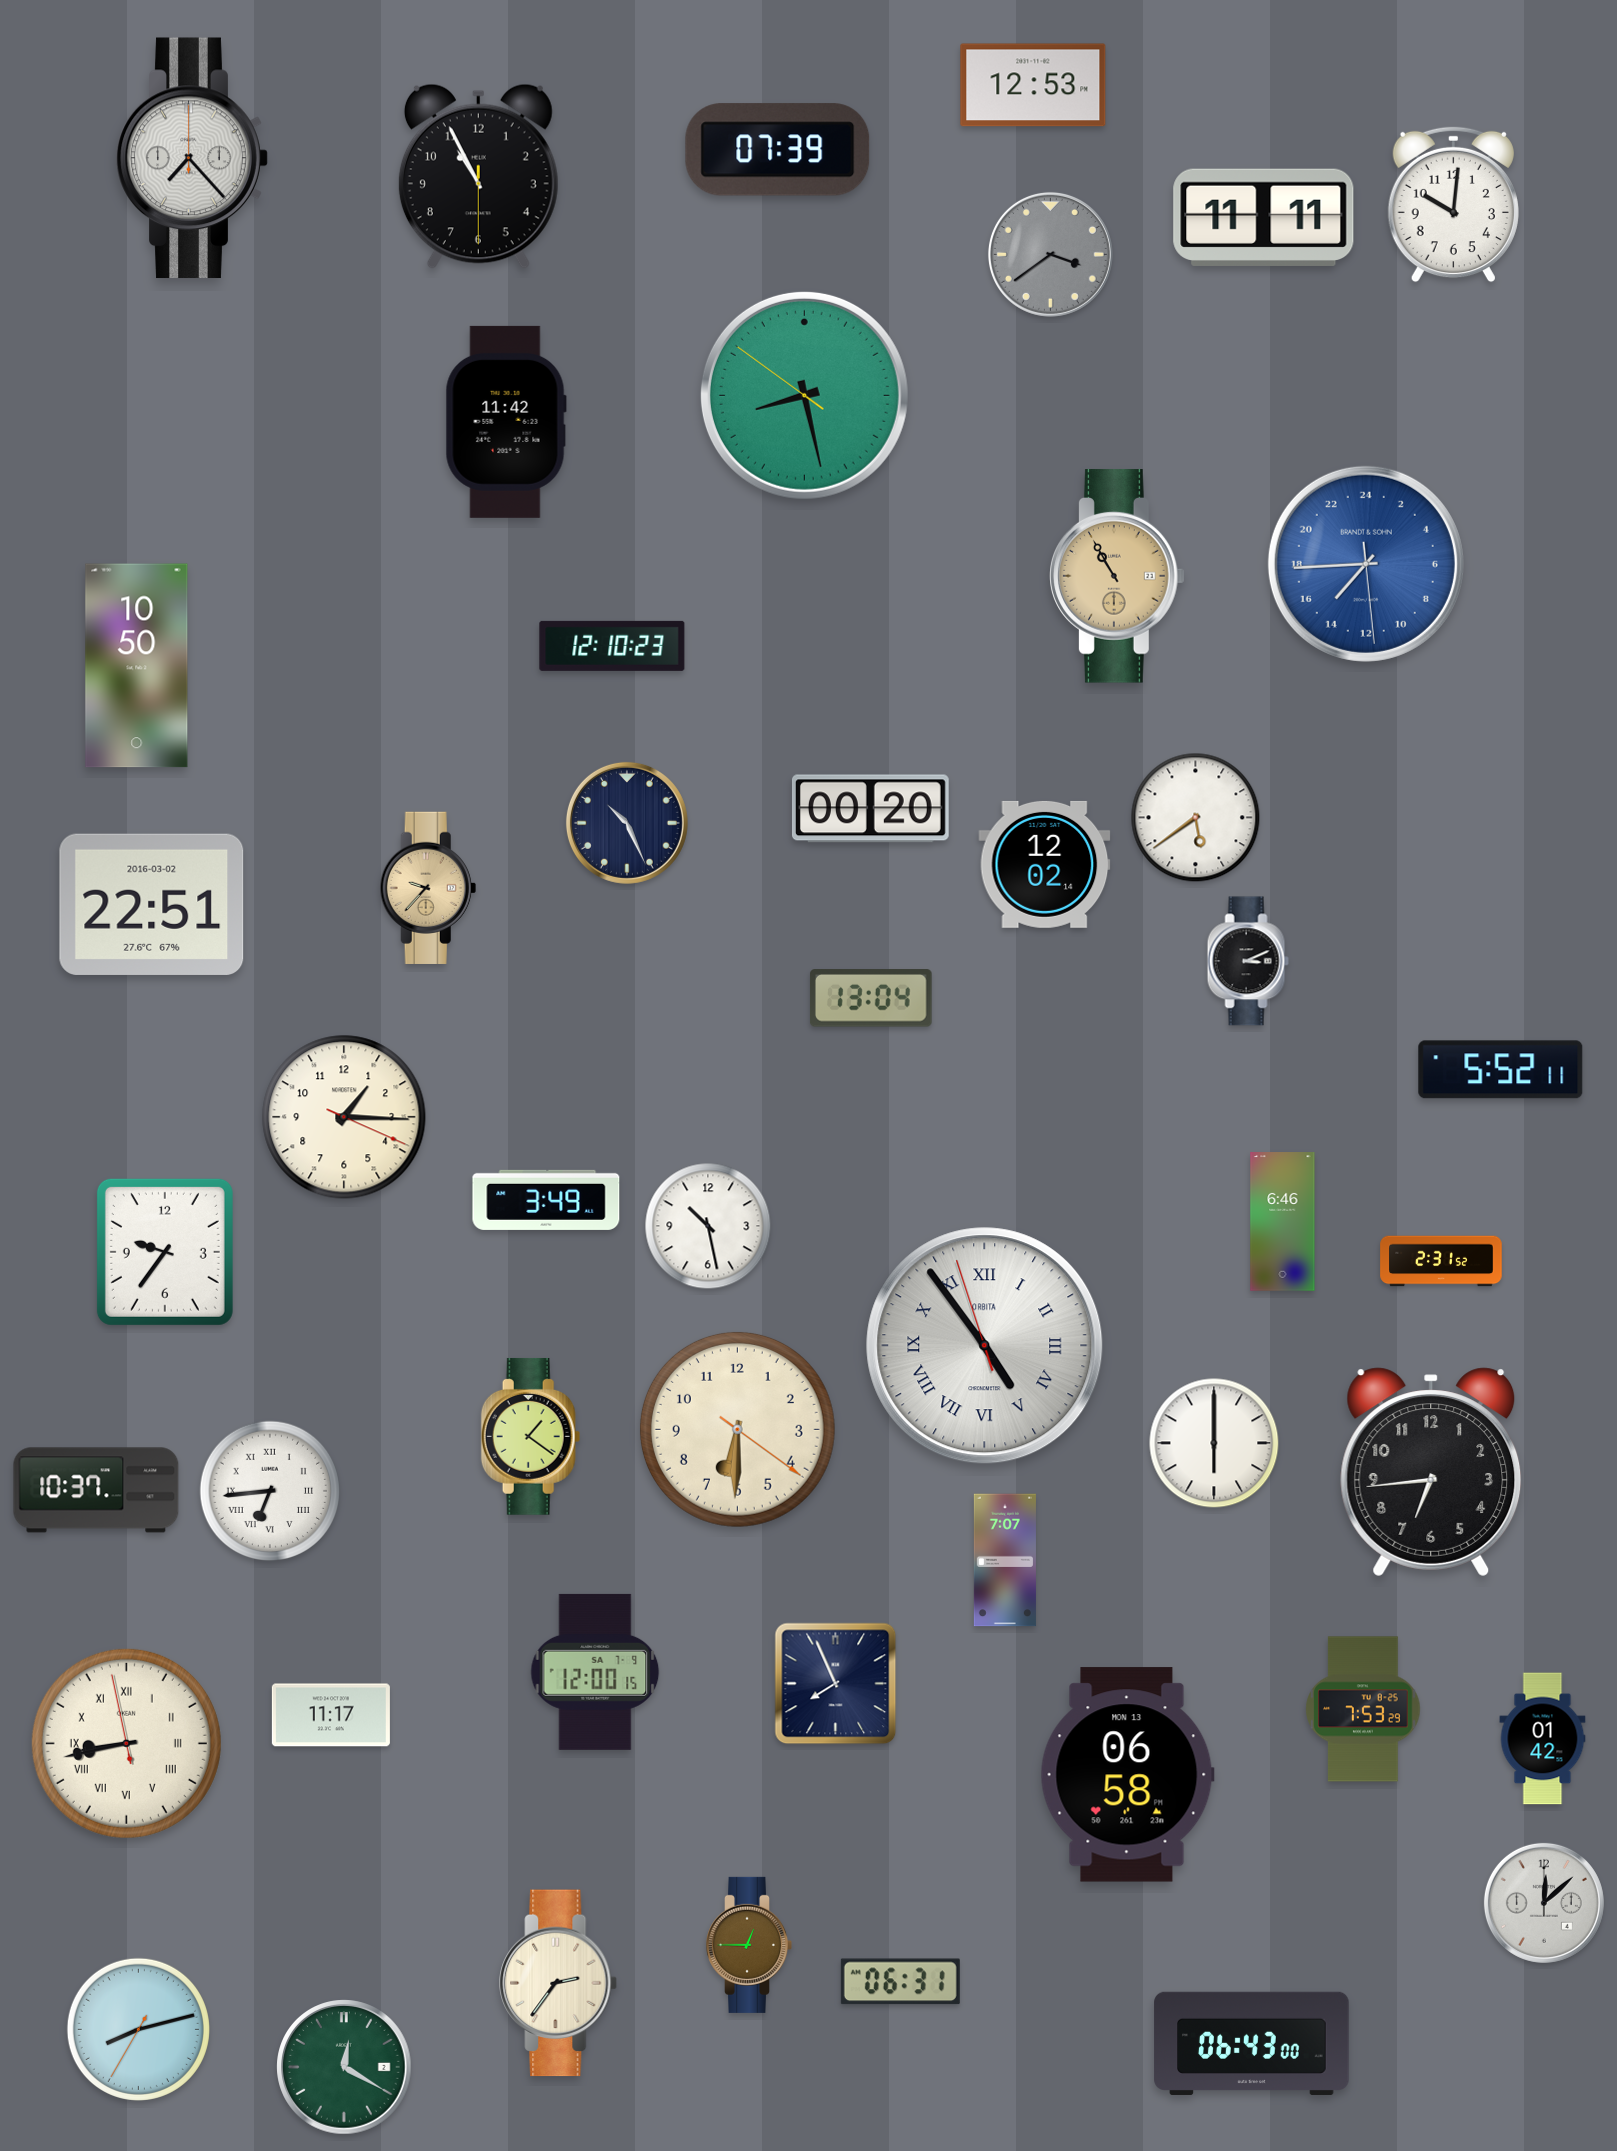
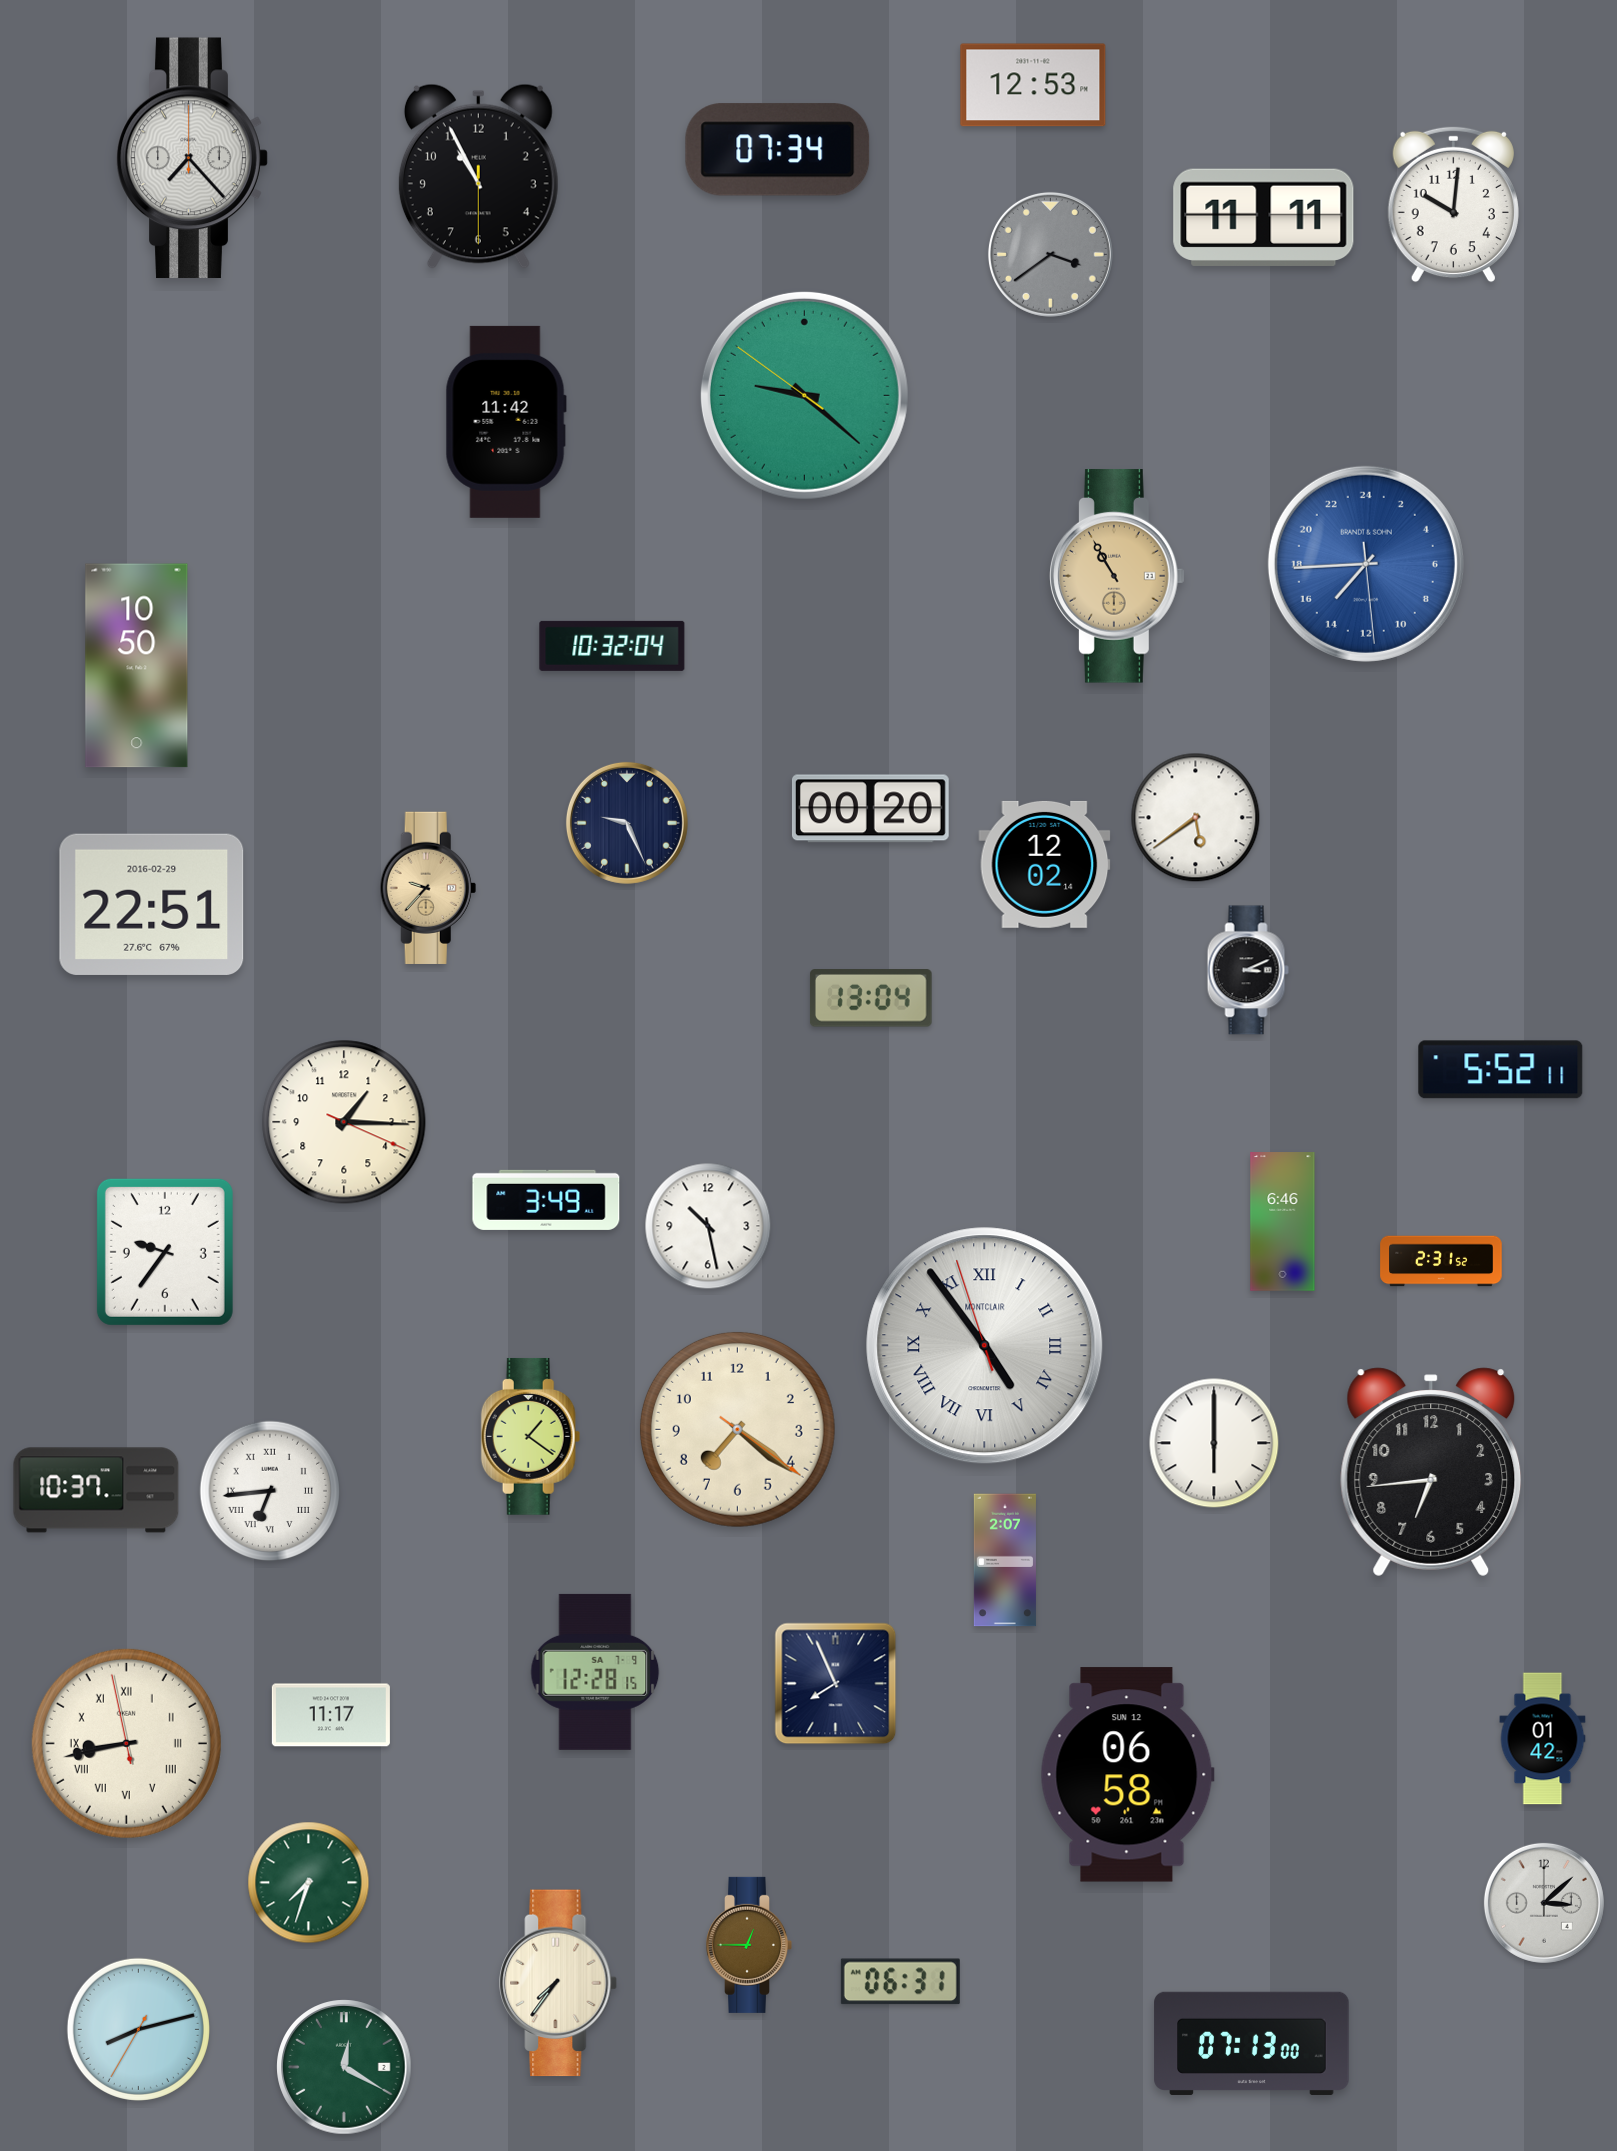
clock at (778, 150): 07:39 -> 07:34
clock at (804, 395): 8:27 -> 9:21
clock at (612, 646): 12:10 -> 10:32
clock at (627, 823): 10:26 -> 9:26
clock at (152, 904) date: 2016-03-02 -> 2016-02-29
clock at (1248, 961) position: (1248, 961) -> (1248, 970)
clock at (344, 1117) position: (344, 1117) -> (344, 1122)
clock at (985, 1346) brand: ORBITA -> MONTCLAIR
clock at (737, 1429): 6:30 -> 7:21
clock at (1005, 1560): 7:07 -> 2:07
clock at (595, 1672): 12:00 -> 12:28
clock at (1363, 1709): 7:53 -> none
clock at (1127, 1775) date: MON 13 -> SUN 12
clock at (309, 1883): none -> 7:33
clock at (1544, 1903): 12:08 -> 3:08
clock at (559, 1983): 2:36 -> 7:36
clock at (1252, 2043): 06:43 -> 07:13
